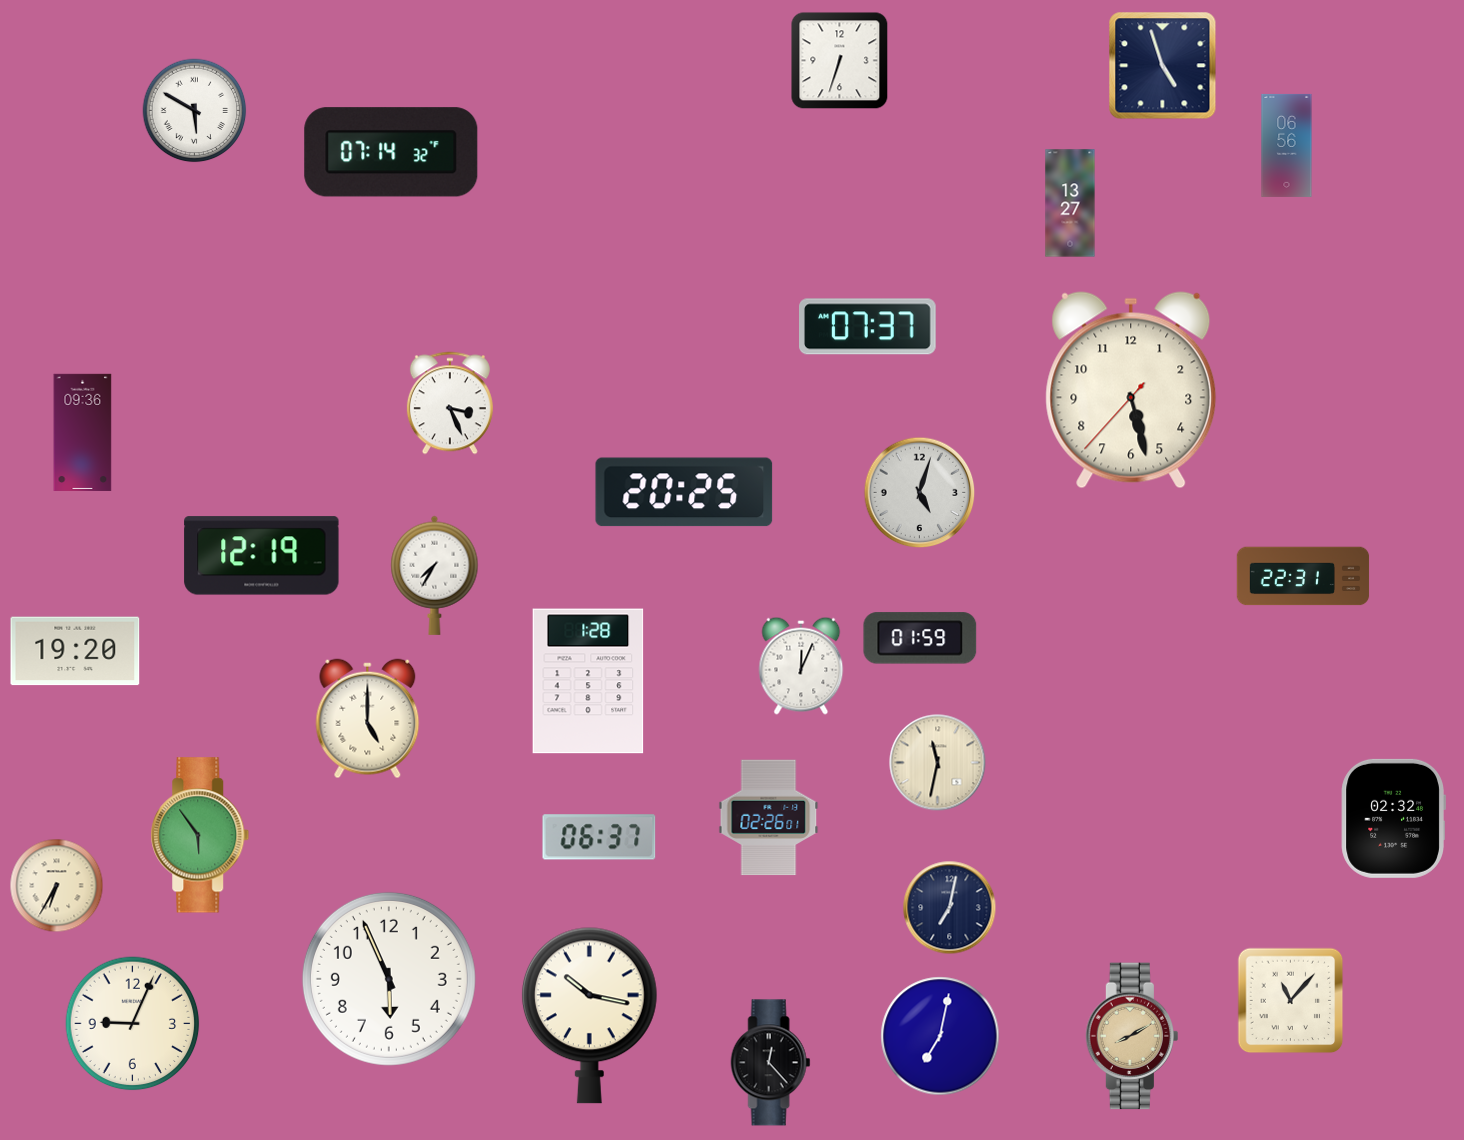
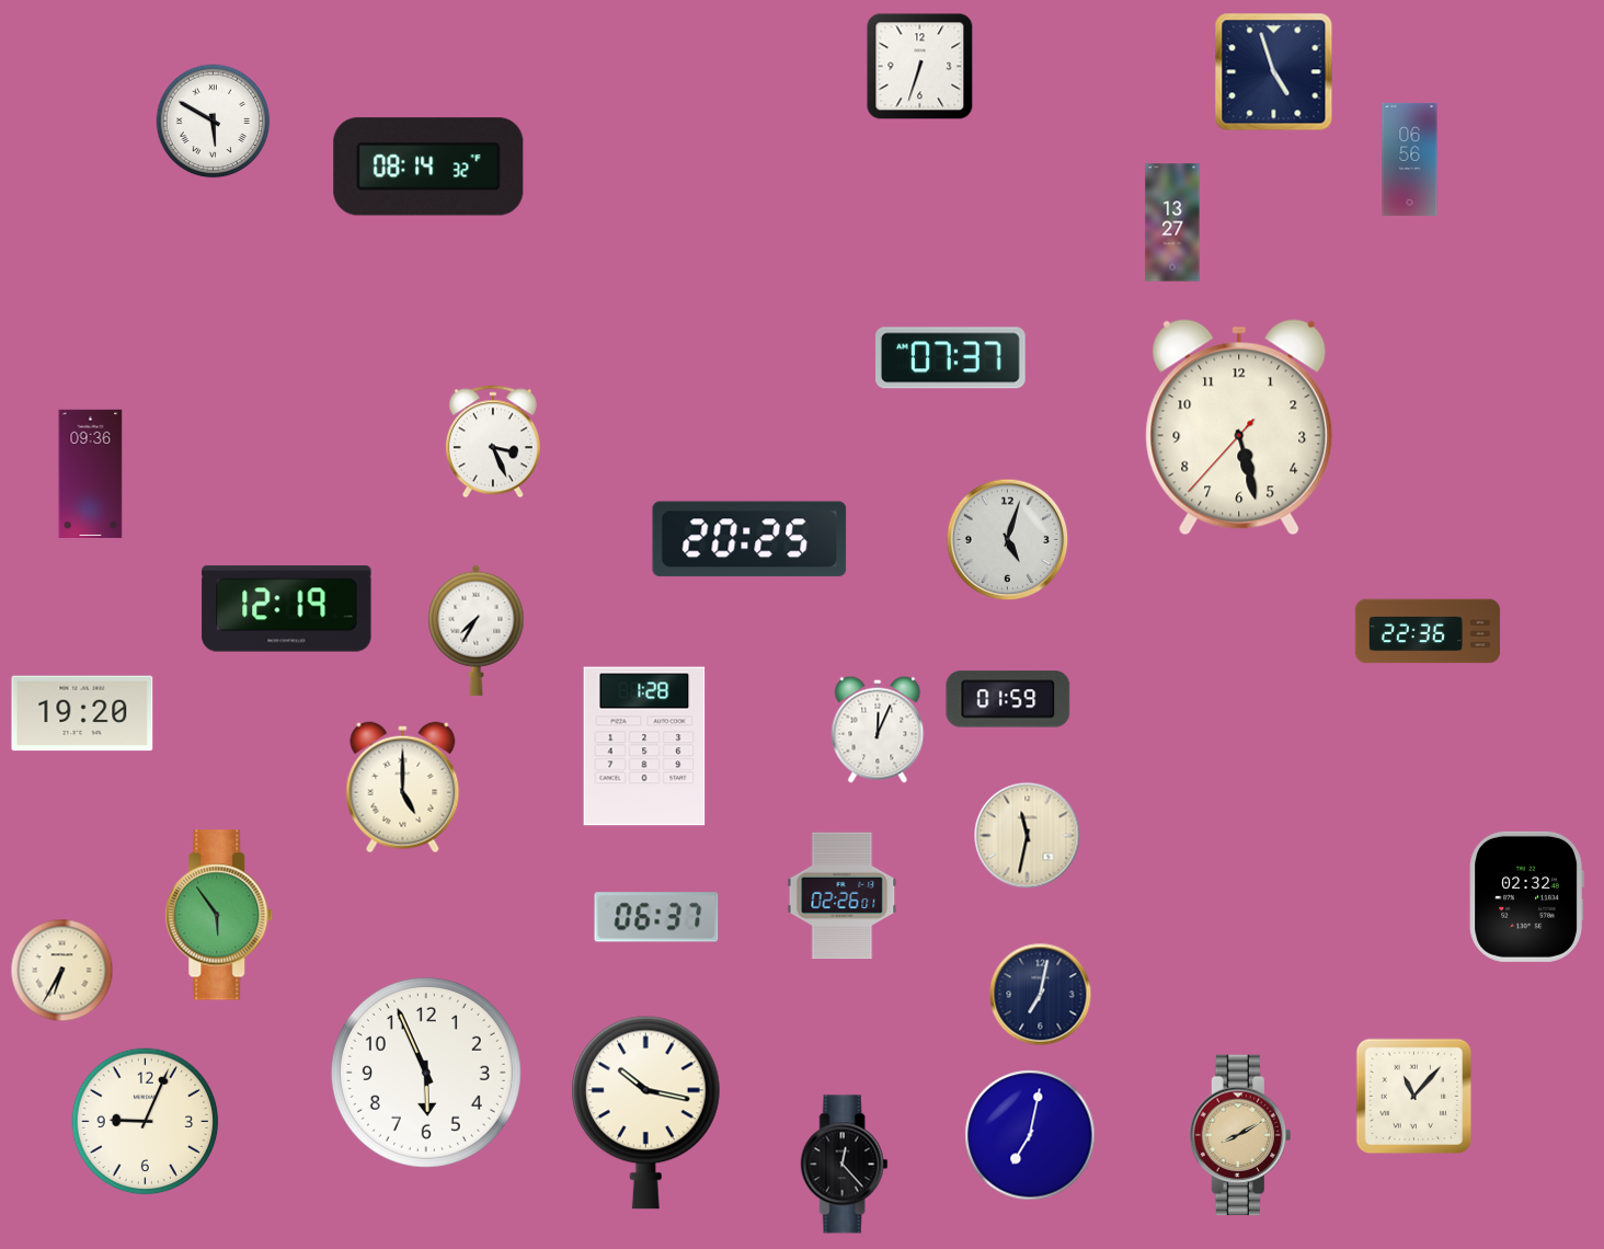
clock at (391, 152): 07:14 -> 08:14
clock at (1303, 576): 22:31 -> 22:36
